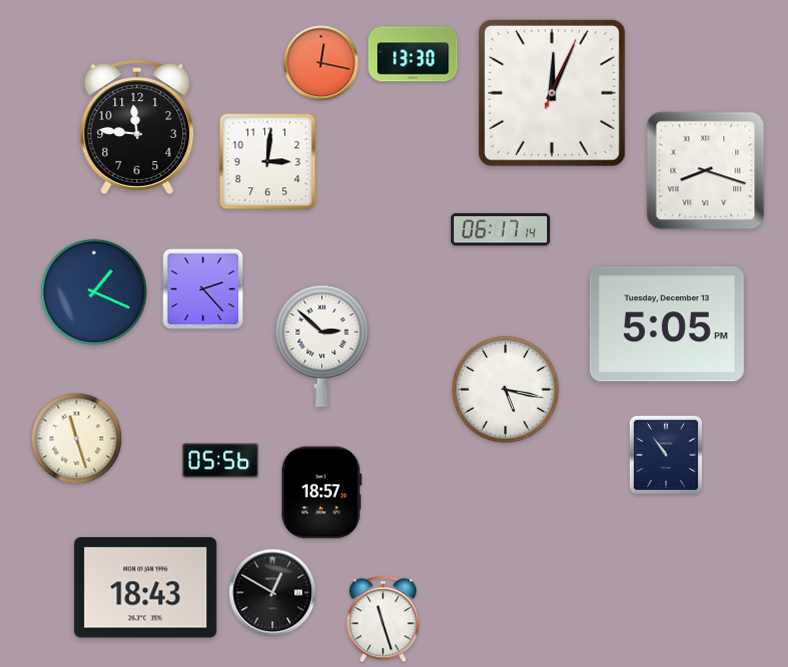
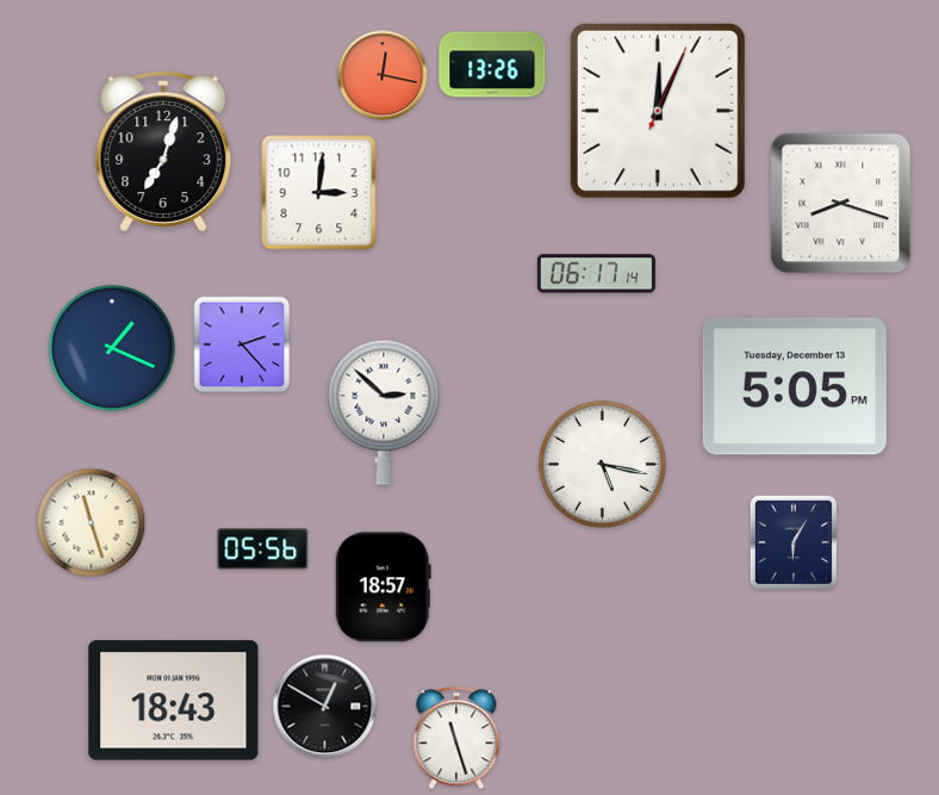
clock at (413, 54): 13:30 -> 13:26
clock at (137, 127): 11:46 -> 7:03
clock at (666, 455): 10:54 -> 6:05
